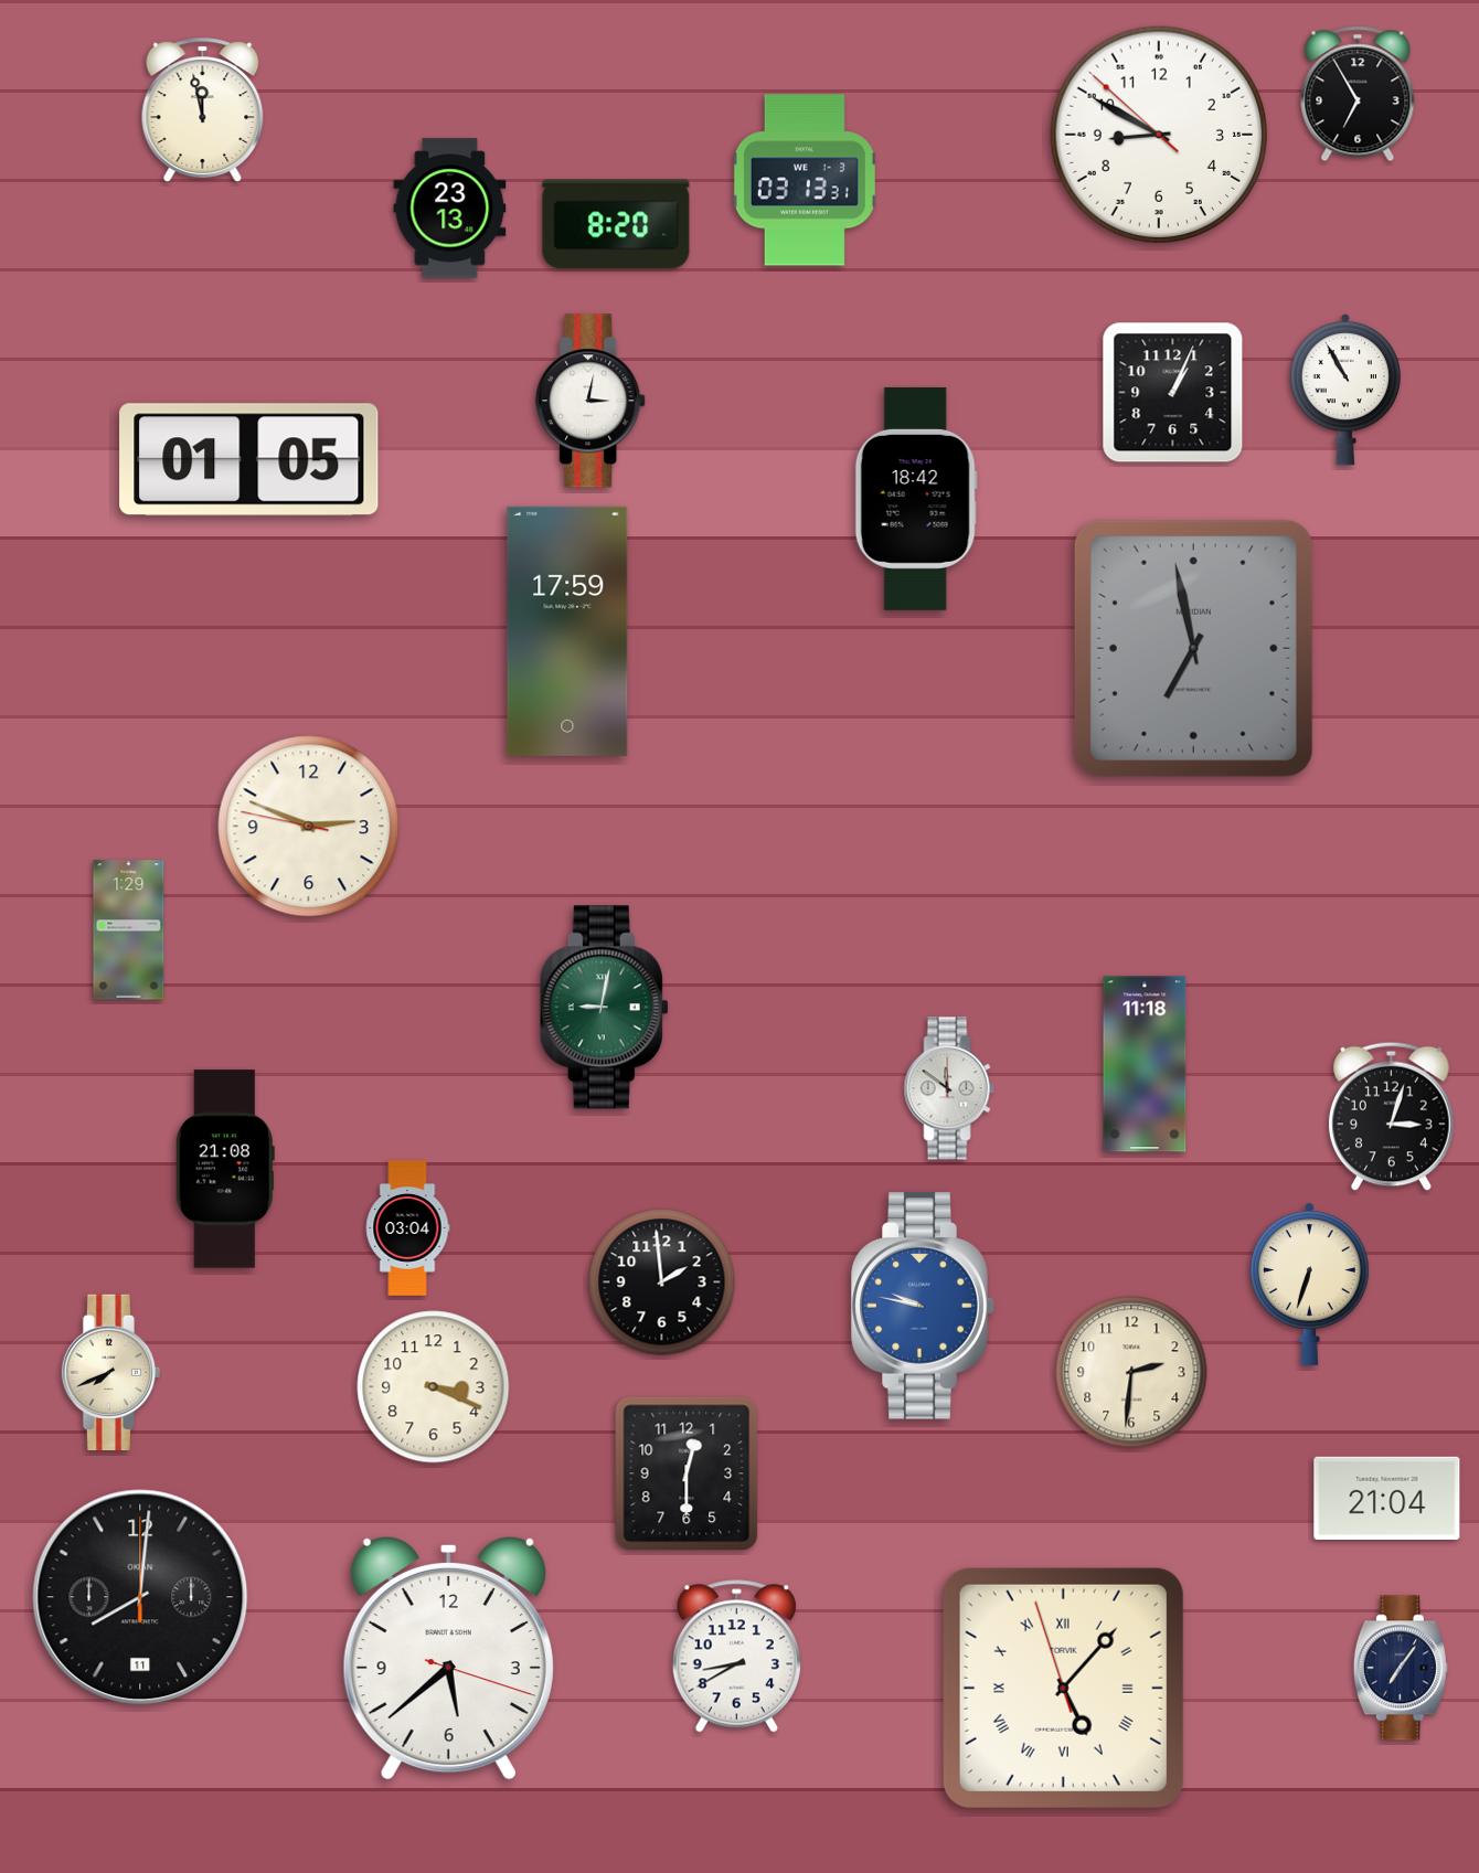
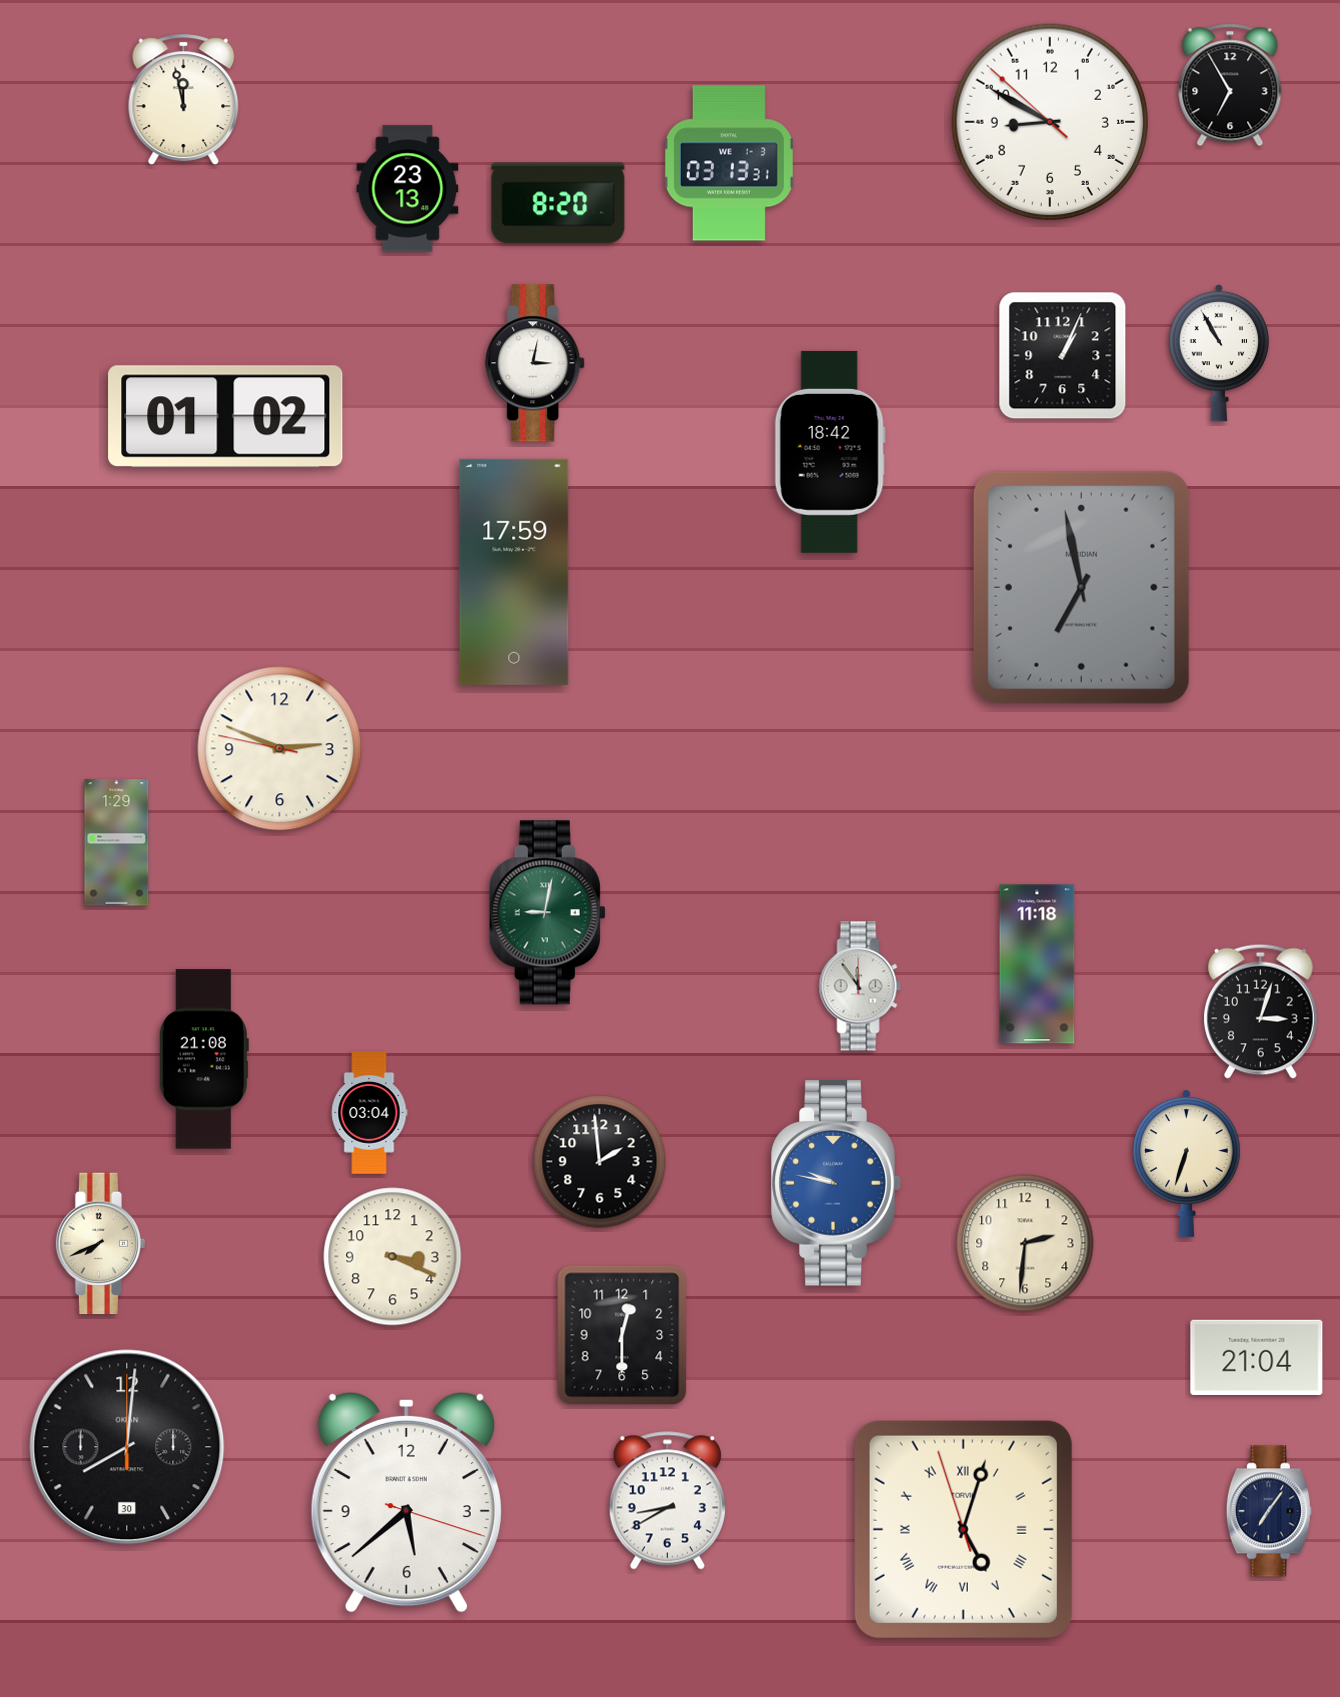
clock at (249, 460): 01:05 -> 01:02
clock at (949, 1088): 11:51 -> 11:54
clock at (140, 1597) date: 11 -> 30
clock at (1063, 1688): 5:06 -> 5:02
